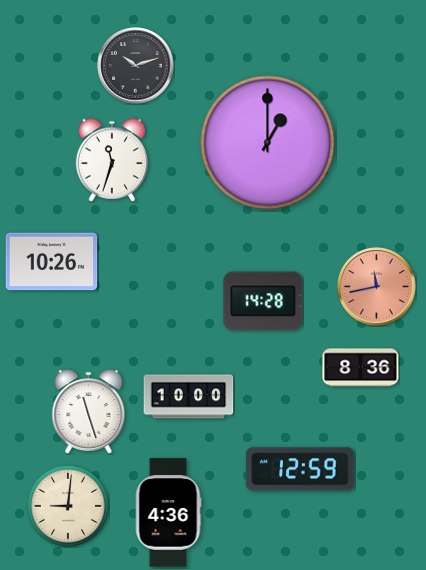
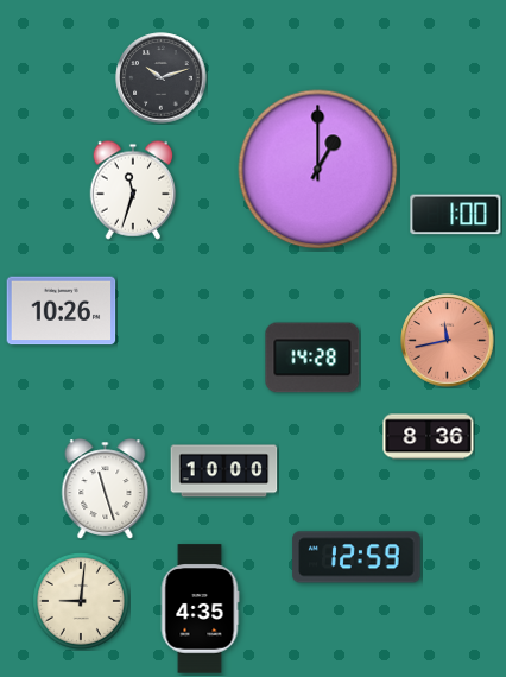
clock at (456, 215): none -> 1:00
clock at (168, 513): 4:36 -> 4:35
